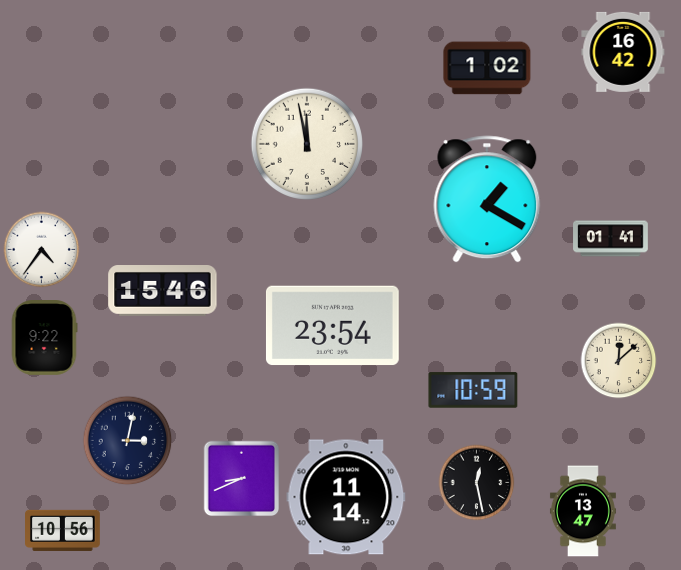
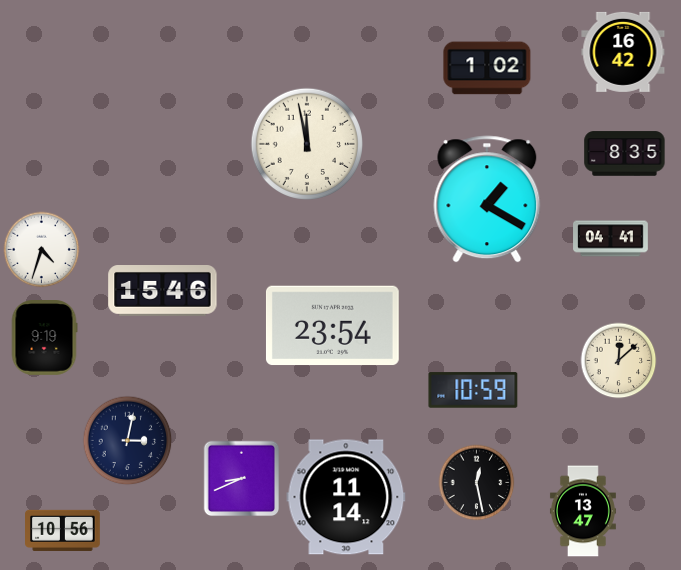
clock at (625, 154): none -> 8:35
clock at (611, 239): 01:41 -> 04:41
clock at (42, 250): 4:36 -> 4:33
clock at (44, 338): 9:22 -> 9:19
